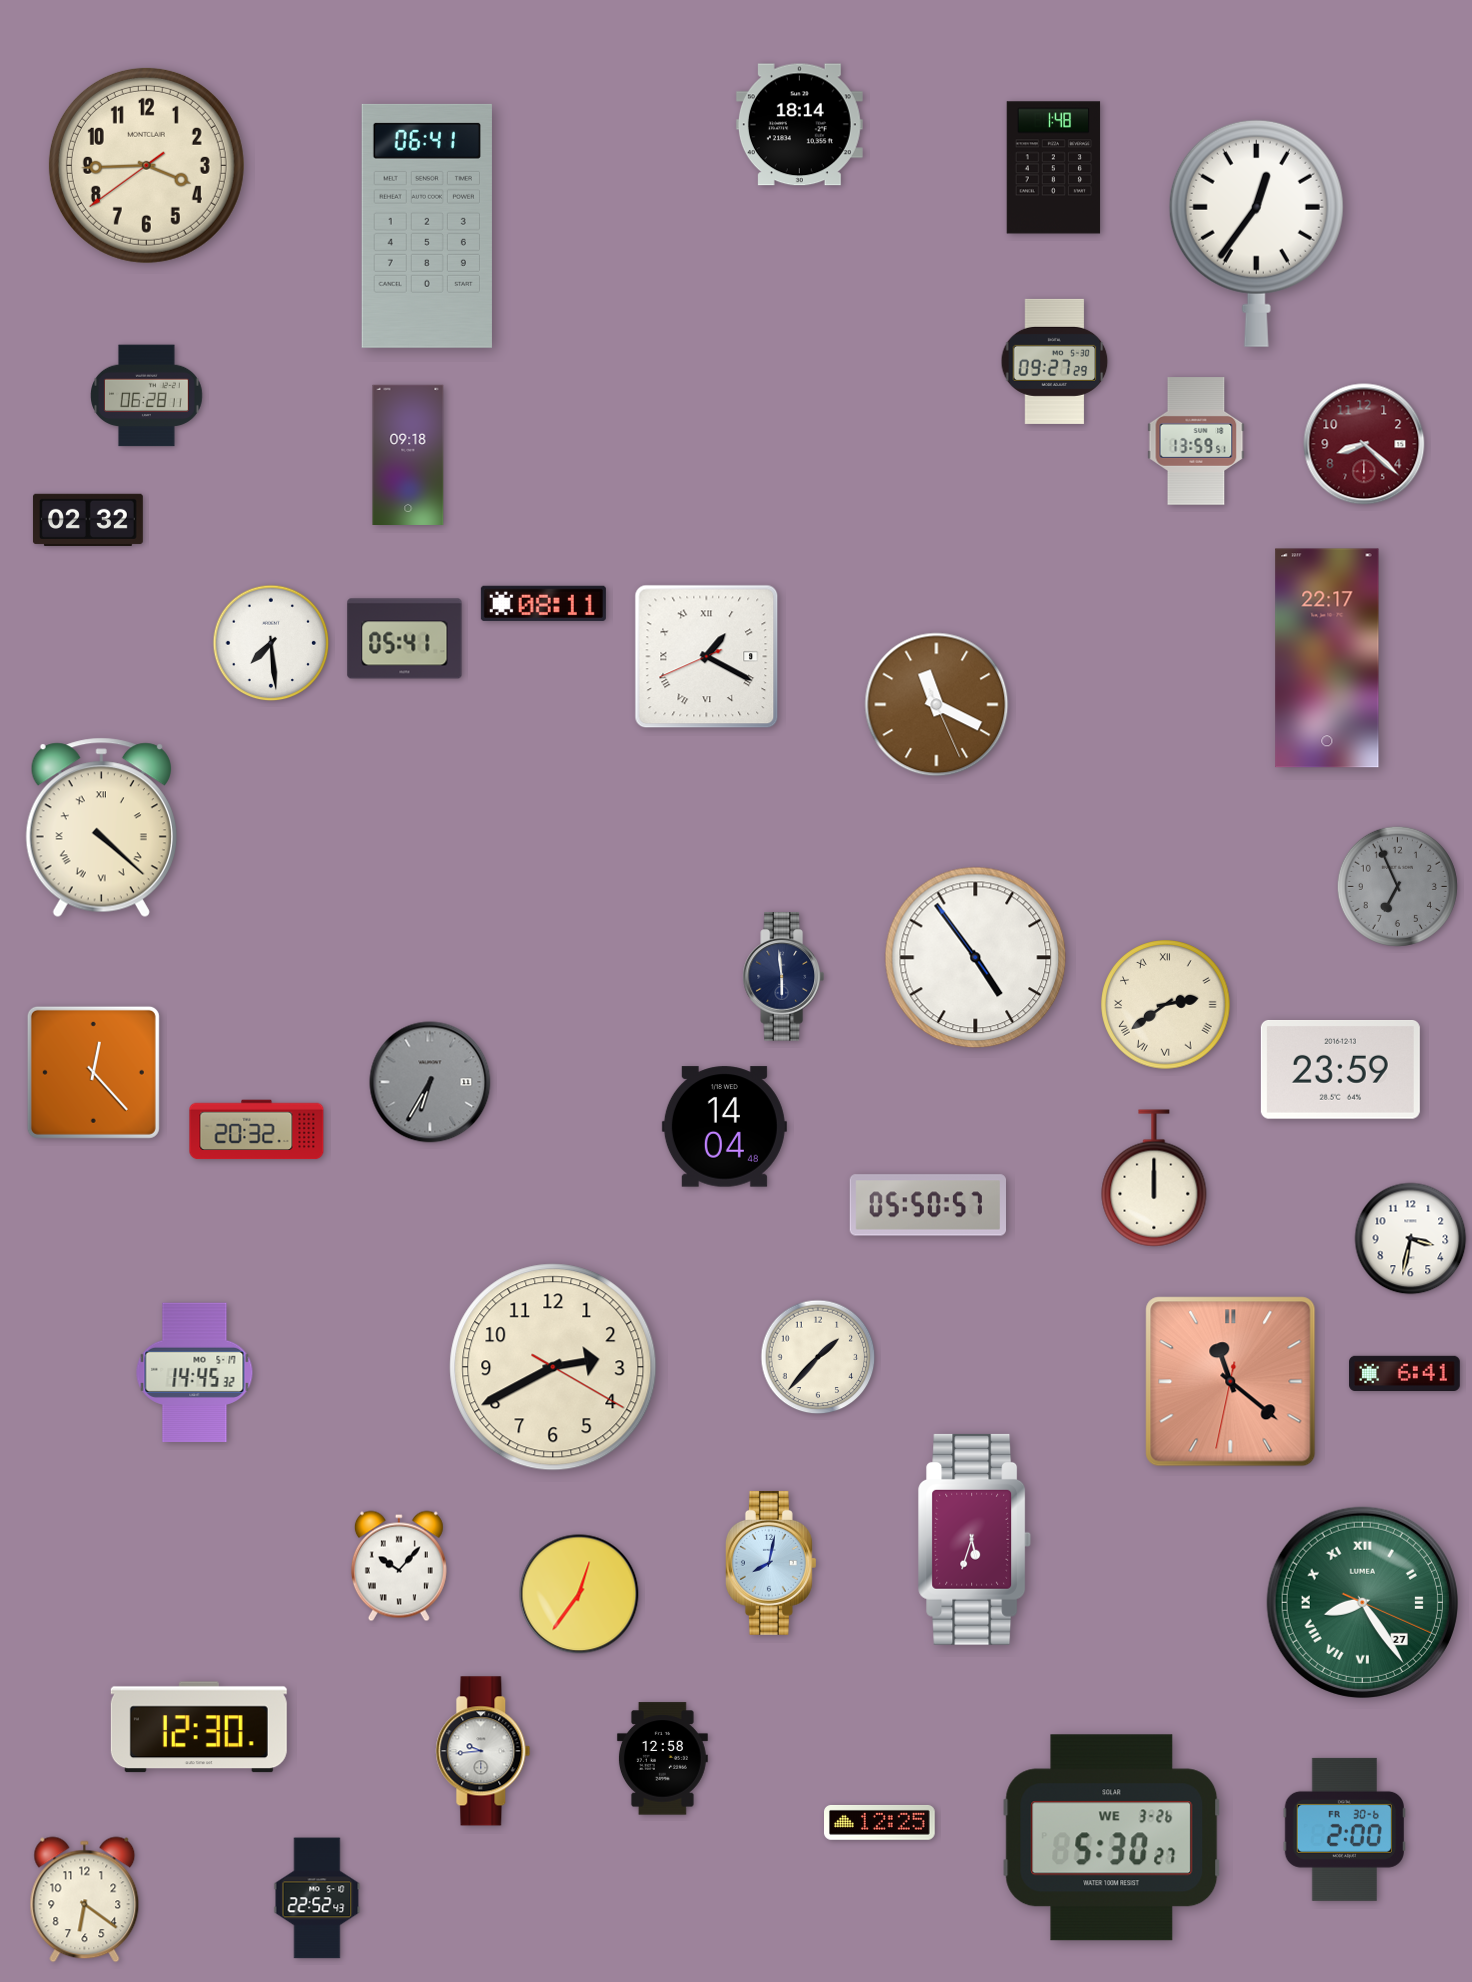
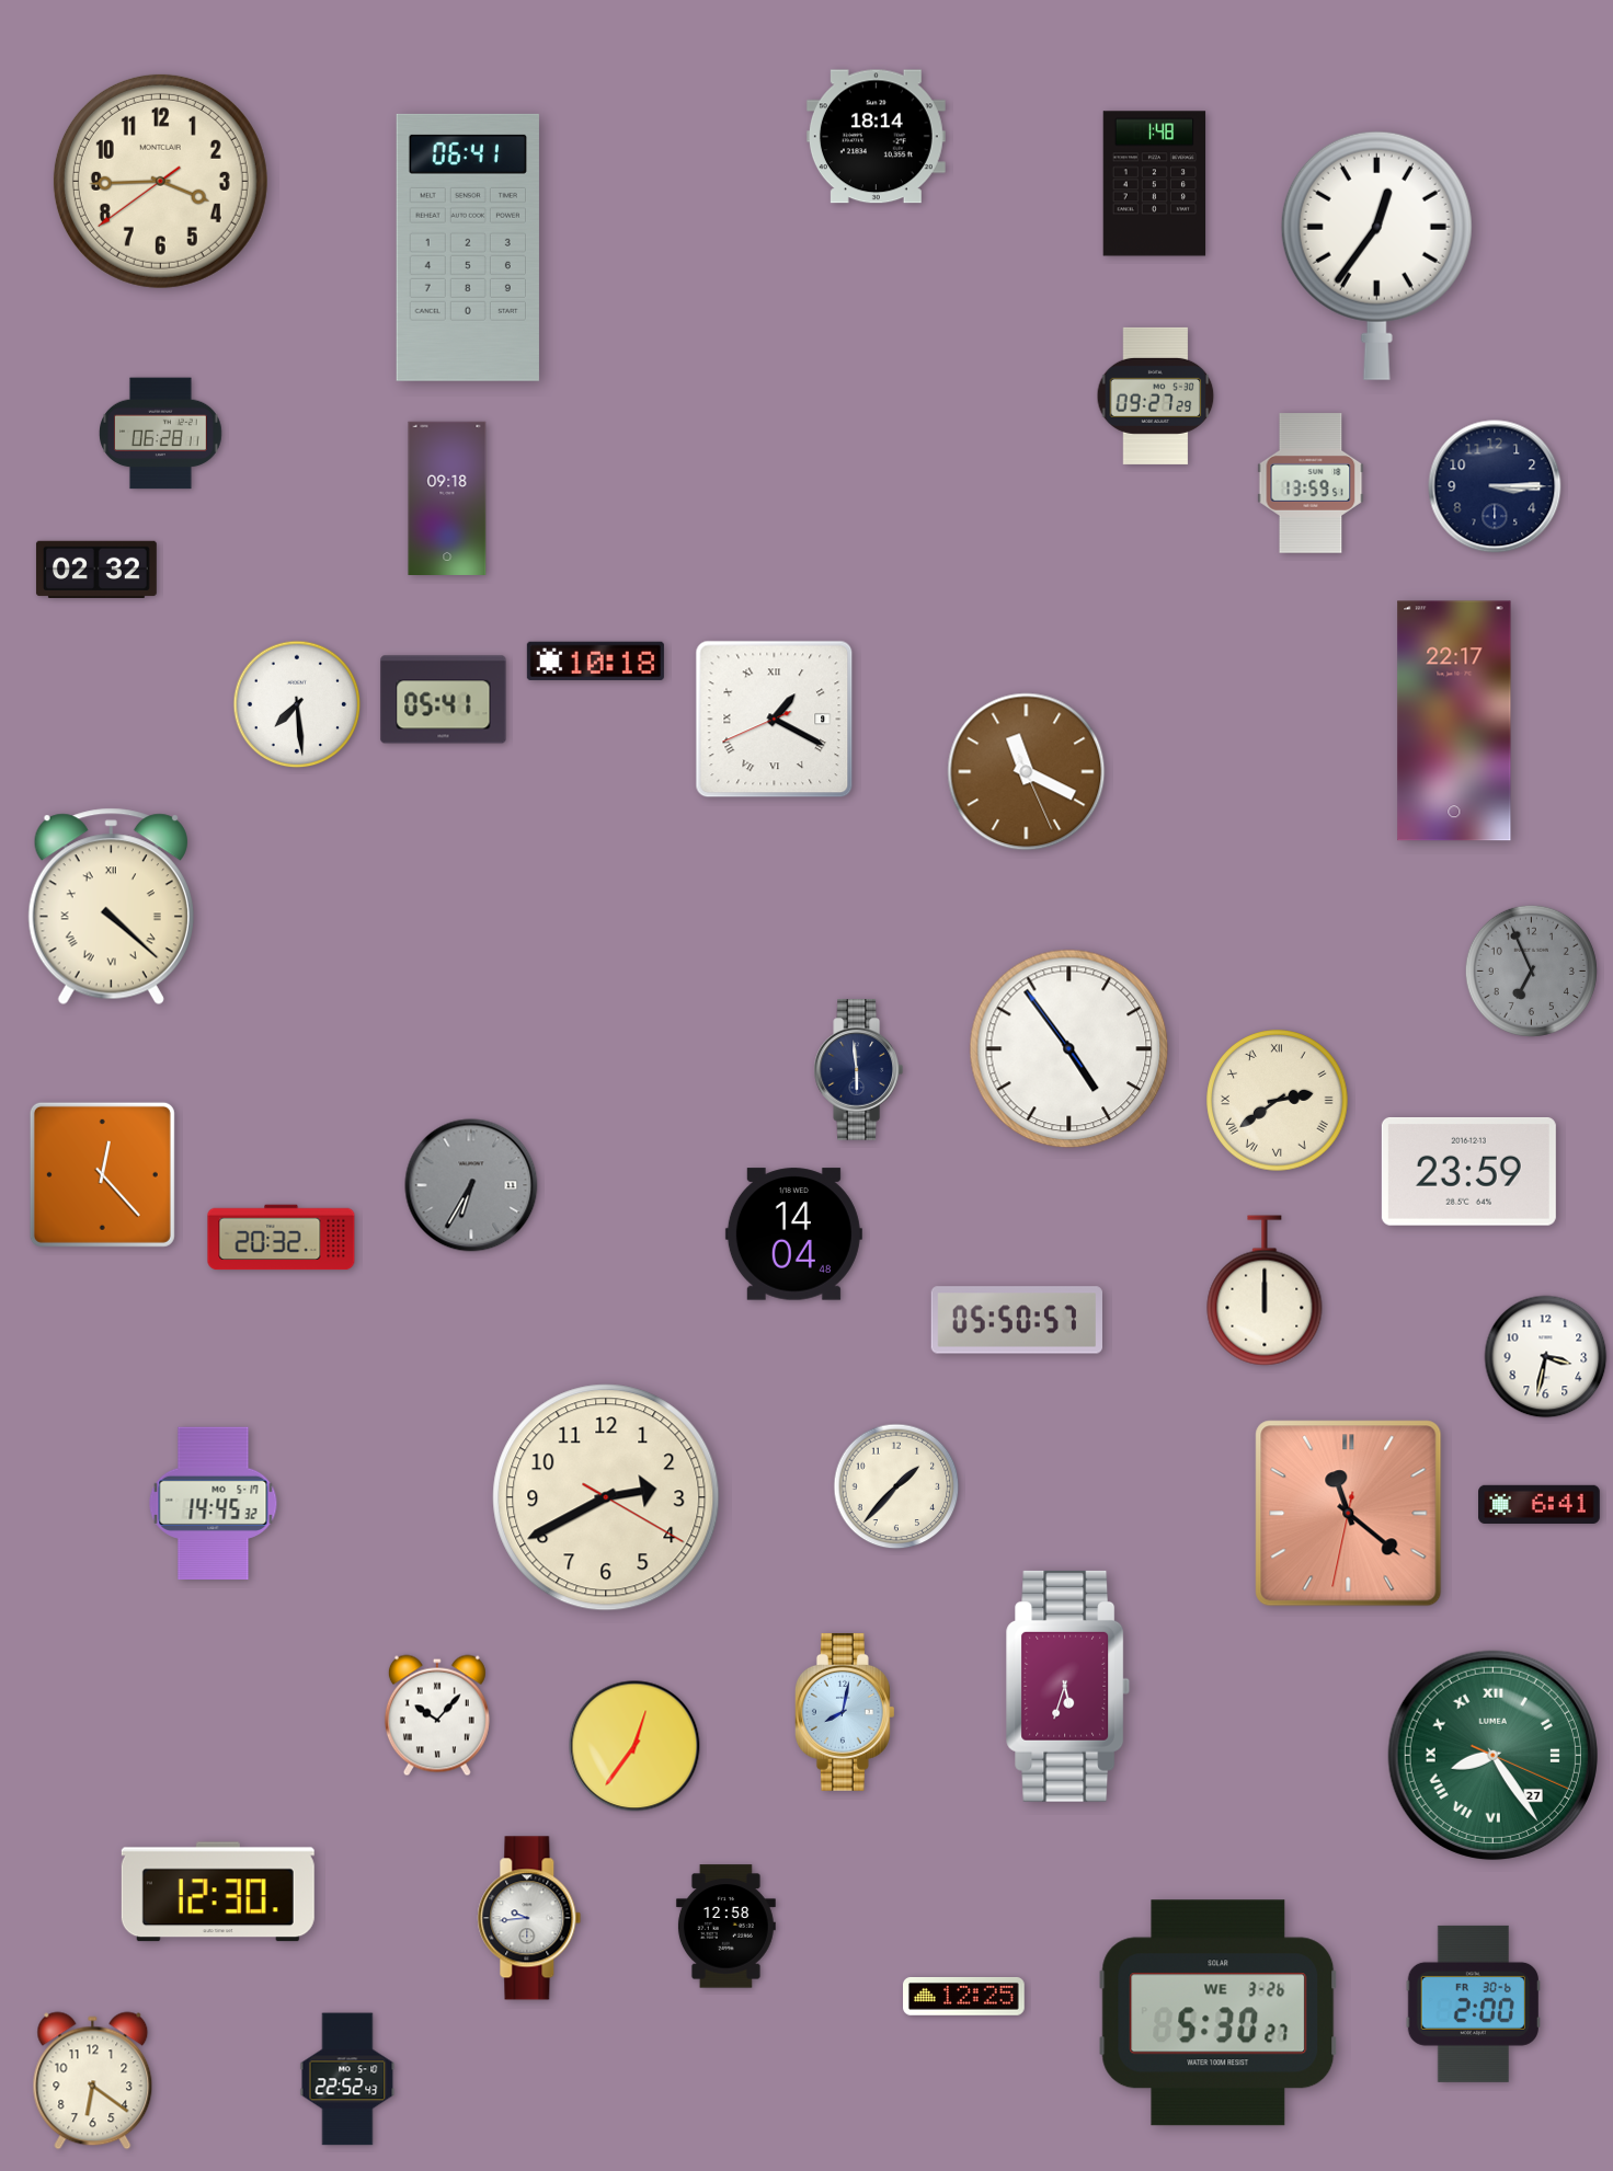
clock at (1364, 444): 8:22 -> 3:15
clock at (1364, 444) dial: burgundy -> navy
clock at (543, 603): 08:11 -> 10:18
